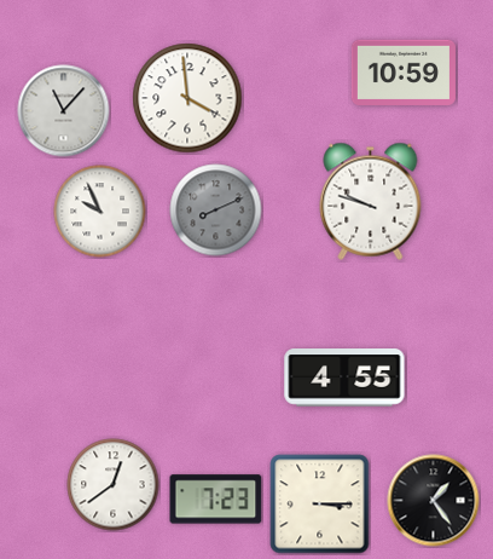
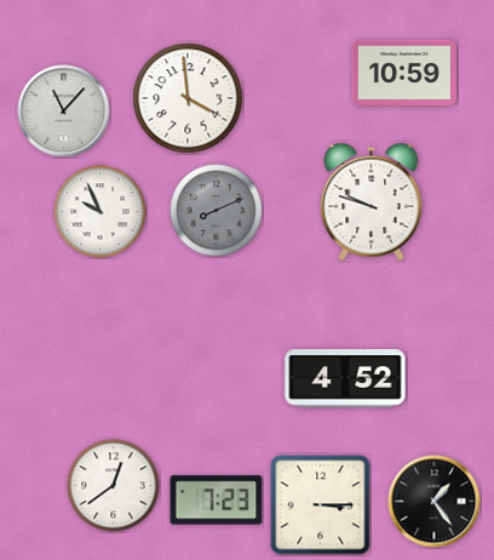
clock at (344, 378): 4:55 -> 4:52
